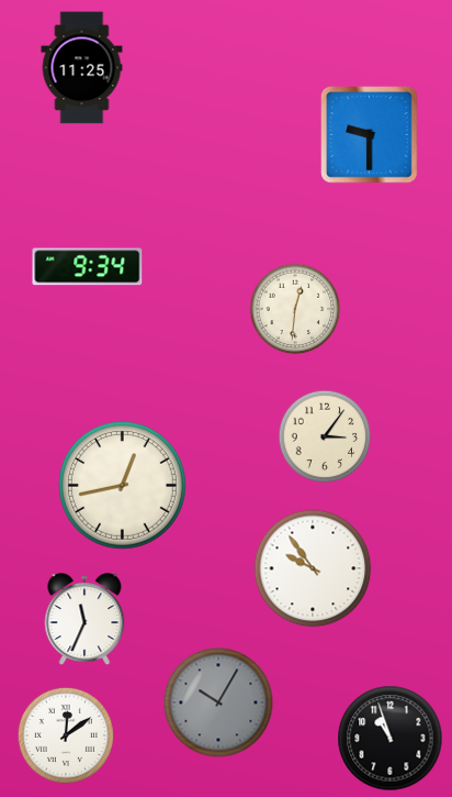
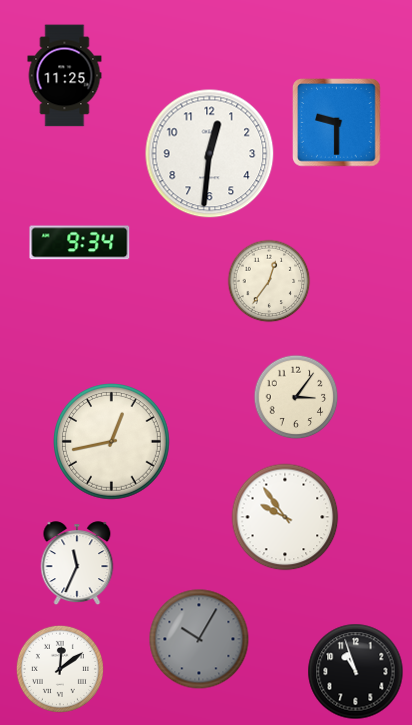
clock at (82, 68) position: (82, 68) -> (65, 76)
clock at (210, 154): none -> 12:31
clock at (295, 309): 12:31 -> 12:36
